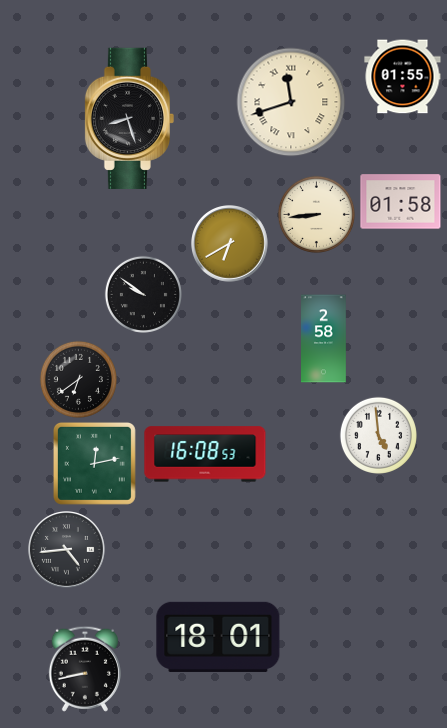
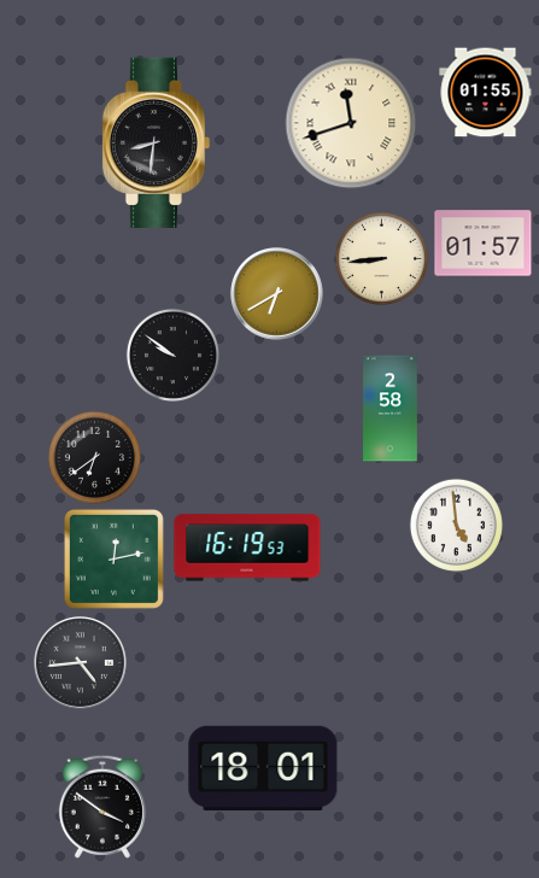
clock at (129, 118): 8:27 -> 8:31
clock at (401, 202): 01:58 -> 01:57
clock at (205, 454): 16:08 -> 16:19
clock at (85, 669): 8:43 -> 3:51
